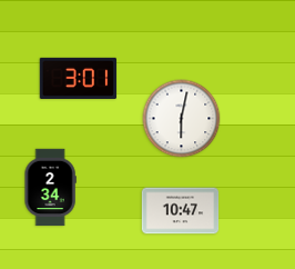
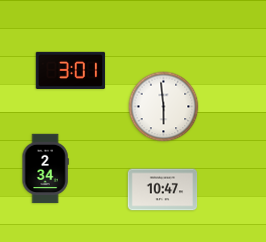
clock at (182, 119): 6:02 -> 5:59
